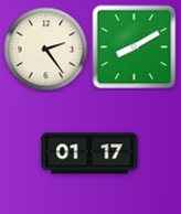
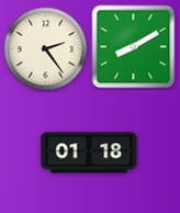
clock at (89, 153): 01:17 -> 01:18
